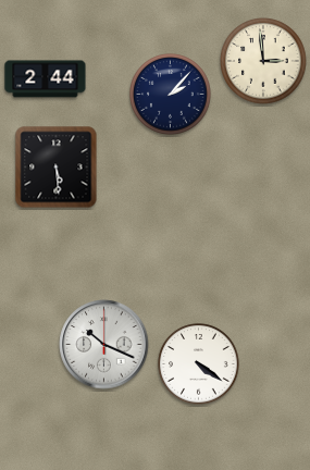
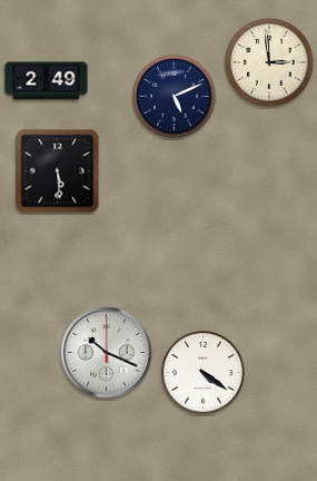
clock at (46, 79): 2:44 -> 2:49
clock at (171, 95): 2:07 -> 5:11
